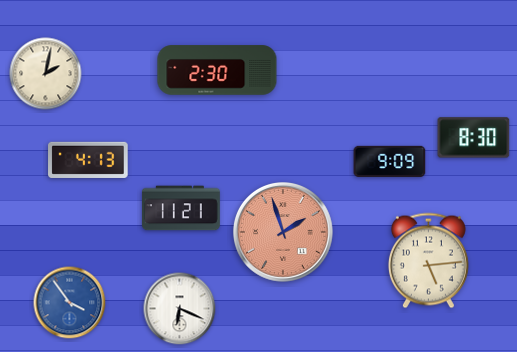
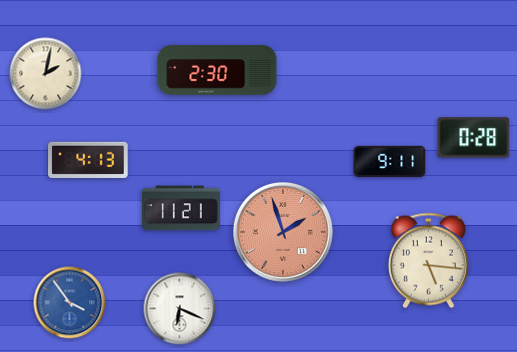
clock at (474, 138): 8:30 -> 0:28
clock at (390, 161): 9:09 -> 9:11
clock at (428, 261): 5:14 -> 5:16
